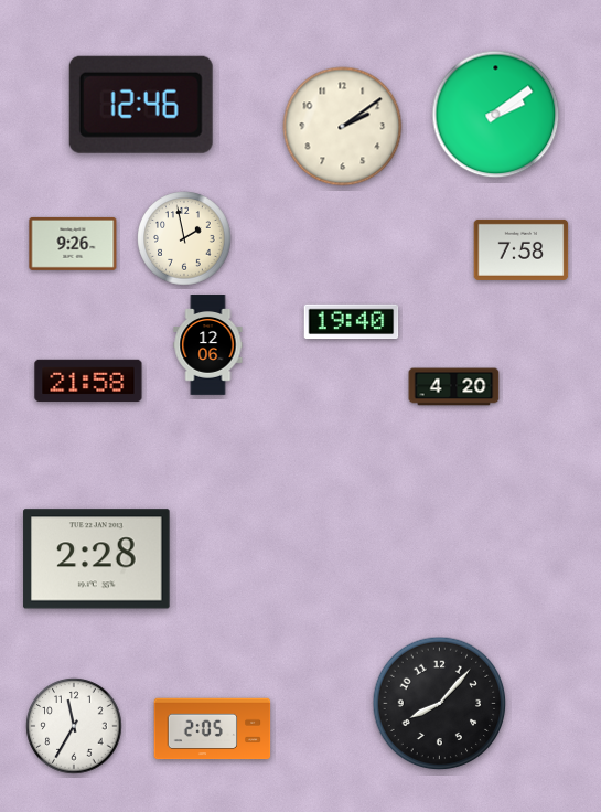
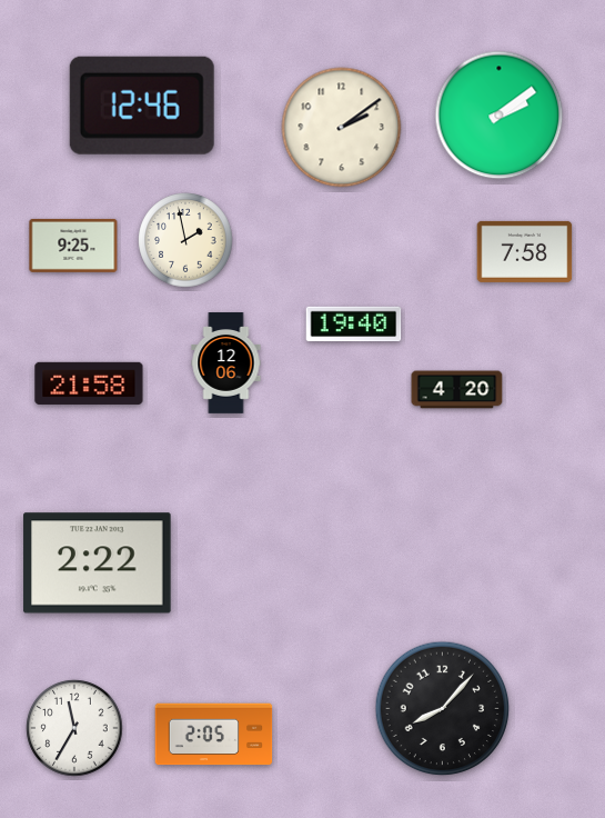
clock at (343, 127) position: (343, 127) -> (342, 128)
clock at (73, 244): 9:26 -> 9:25
clock at (208, 345) position: (208, 345) -> (226, 363)
clock at (97, 559): 2:28 -> 2:22
clock at (74, 726) position: (74, 726) -> (74, 728)
